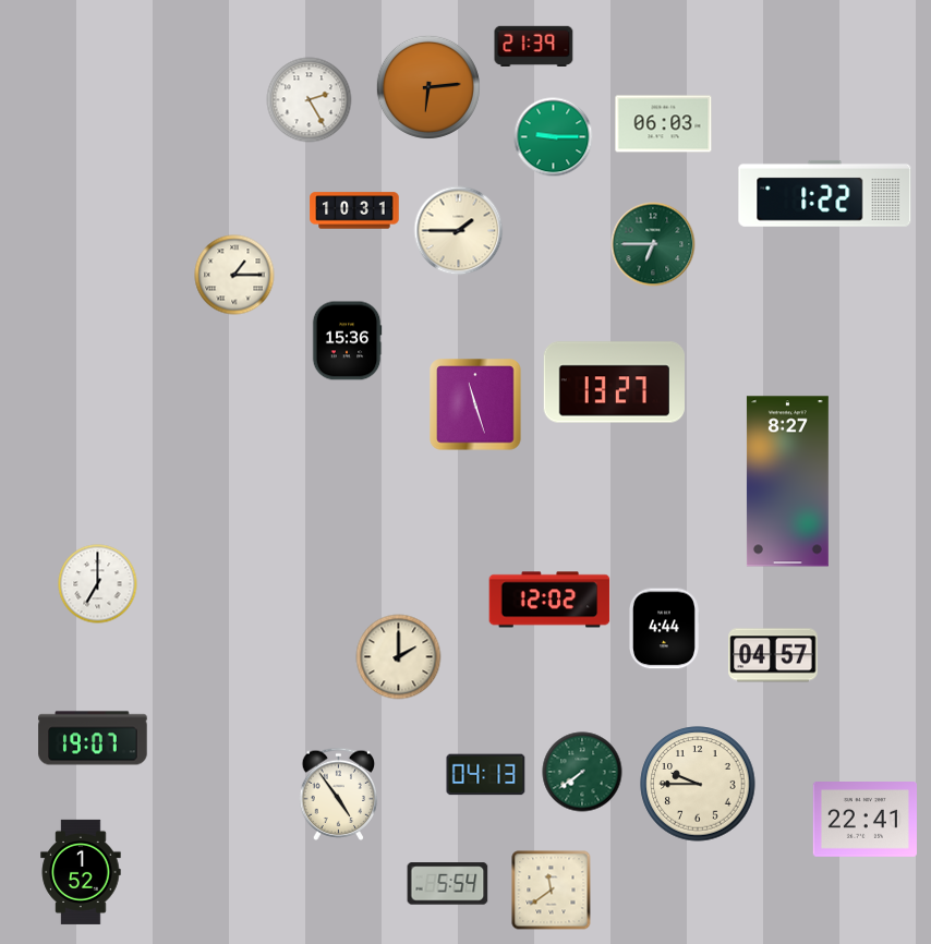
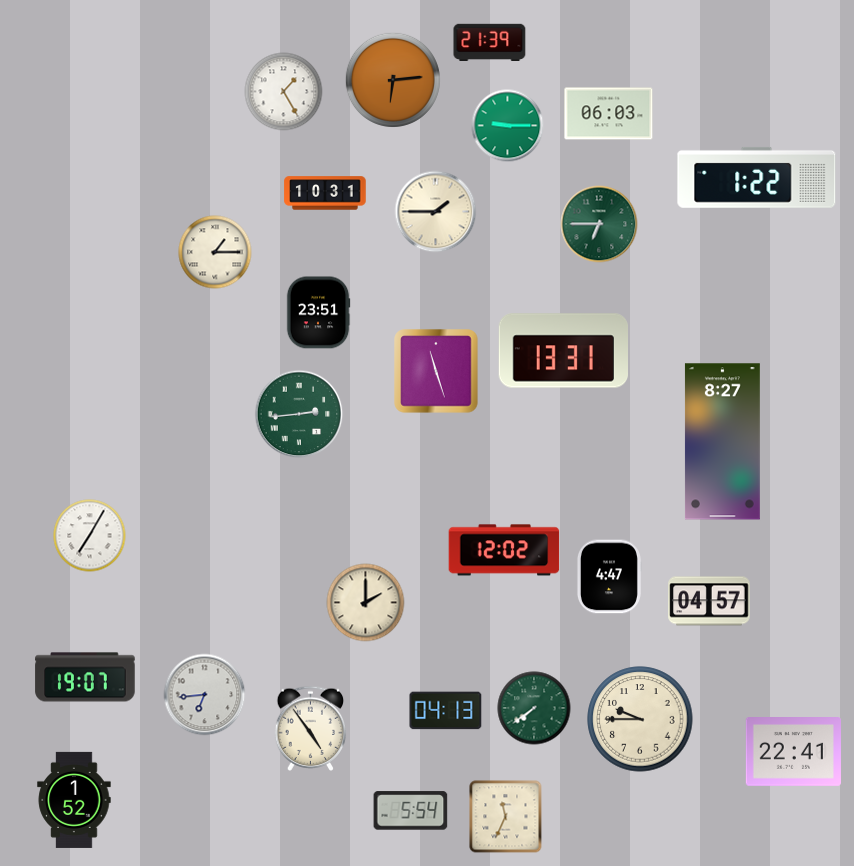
clock at (310, 100): 2:25 -> 1:25
clock at (459, 231) position: (459, 231) -> (436, 212)
clock at (347, 341): 15:36 -> 23:51
clock at (614, 383): 13:27 -> 13:31
clock at (299, 414): none -> 2:44
clock at (98, 584): 7:00 -> 7:05
clock at (664, 629): 4:44 -> 4:47
clock at (205, 695): none -> 6:44
clock at (552, 891): 11:39 -> 11:34
